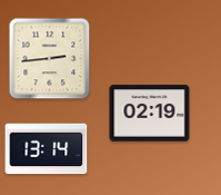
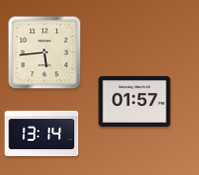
clock at (50, 59): 2:44 -> 5:44
clock at (150, 114): 02:19 -> 01:57
